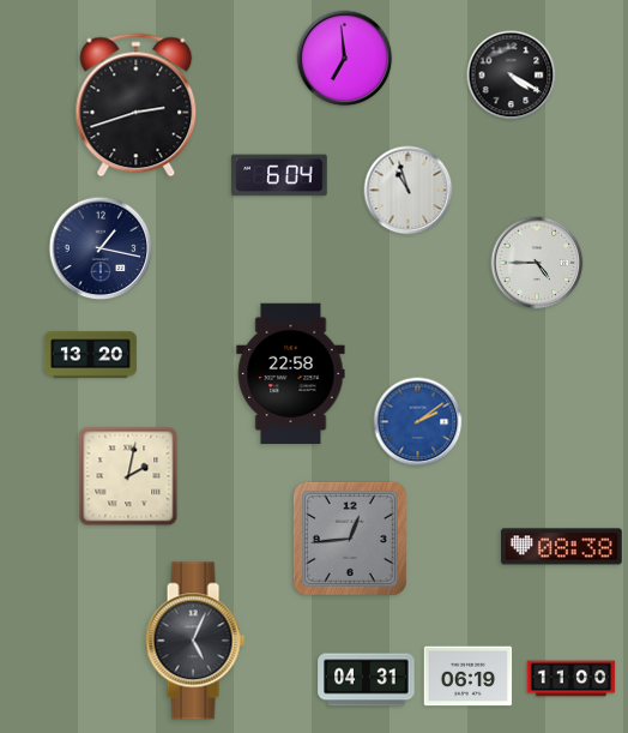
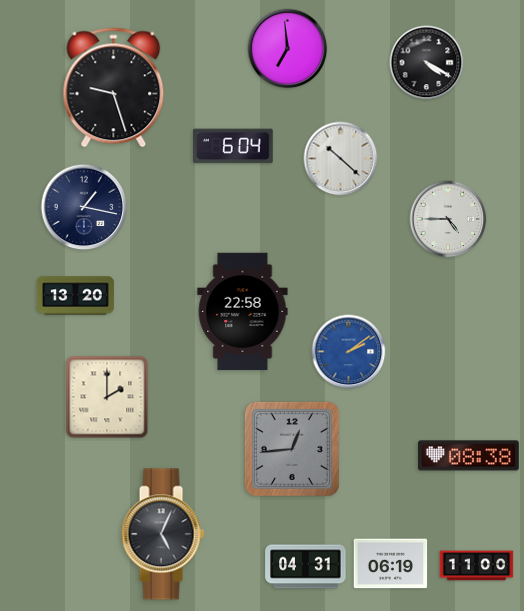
clock at (137, 106): 2:42 -> 9:27
clock at (409, 191): 10:57 -> 10:22
clock at (128, 476): 2:02 -> 2:00
